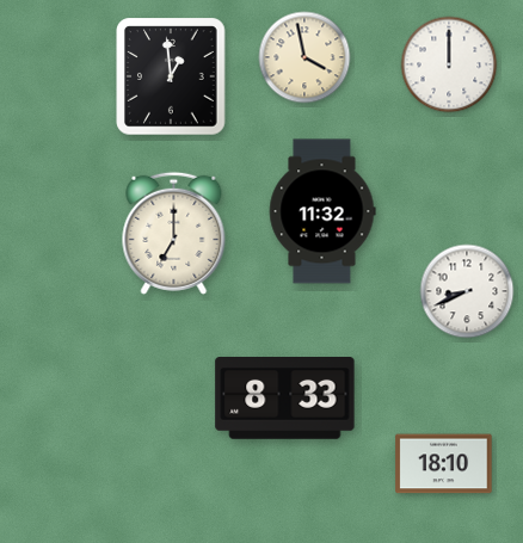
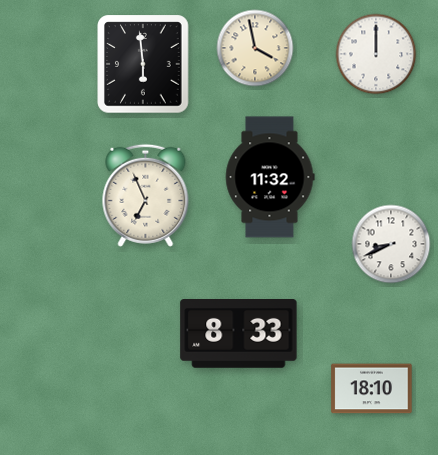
clock at (171, 76): 12:59 -> 5:59
clock at (174, 233): 7:00 -> 6:56
